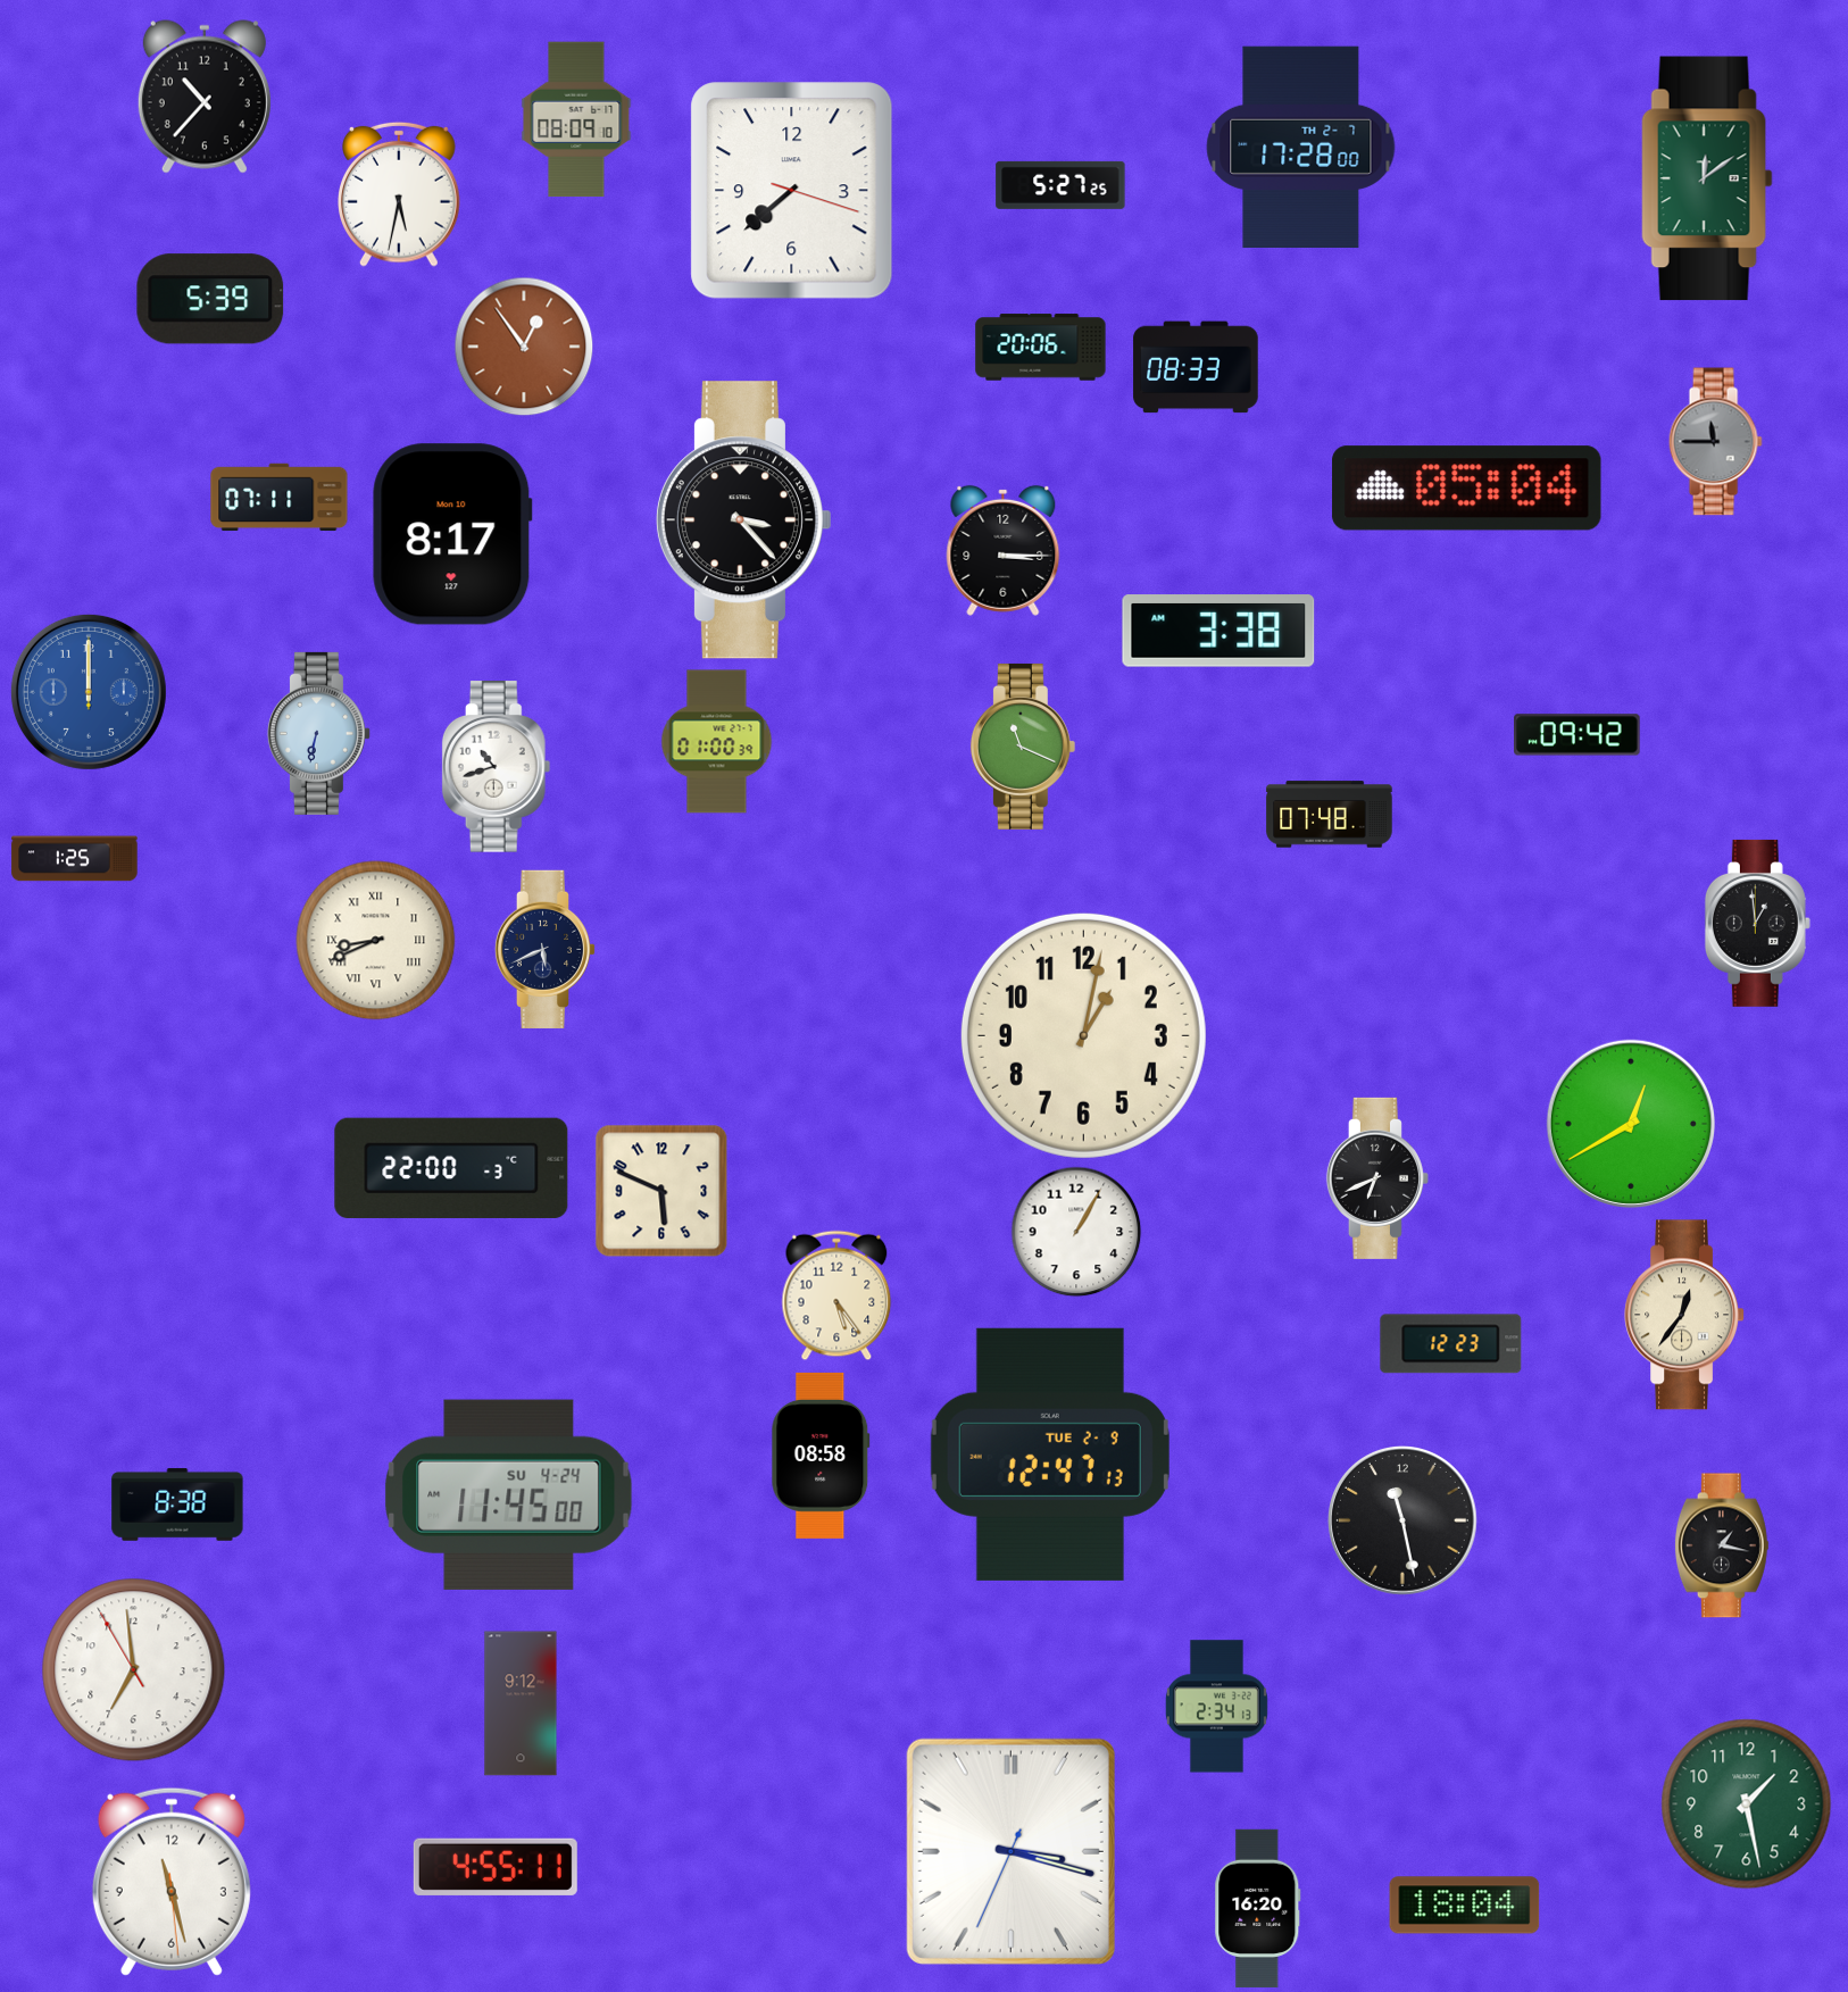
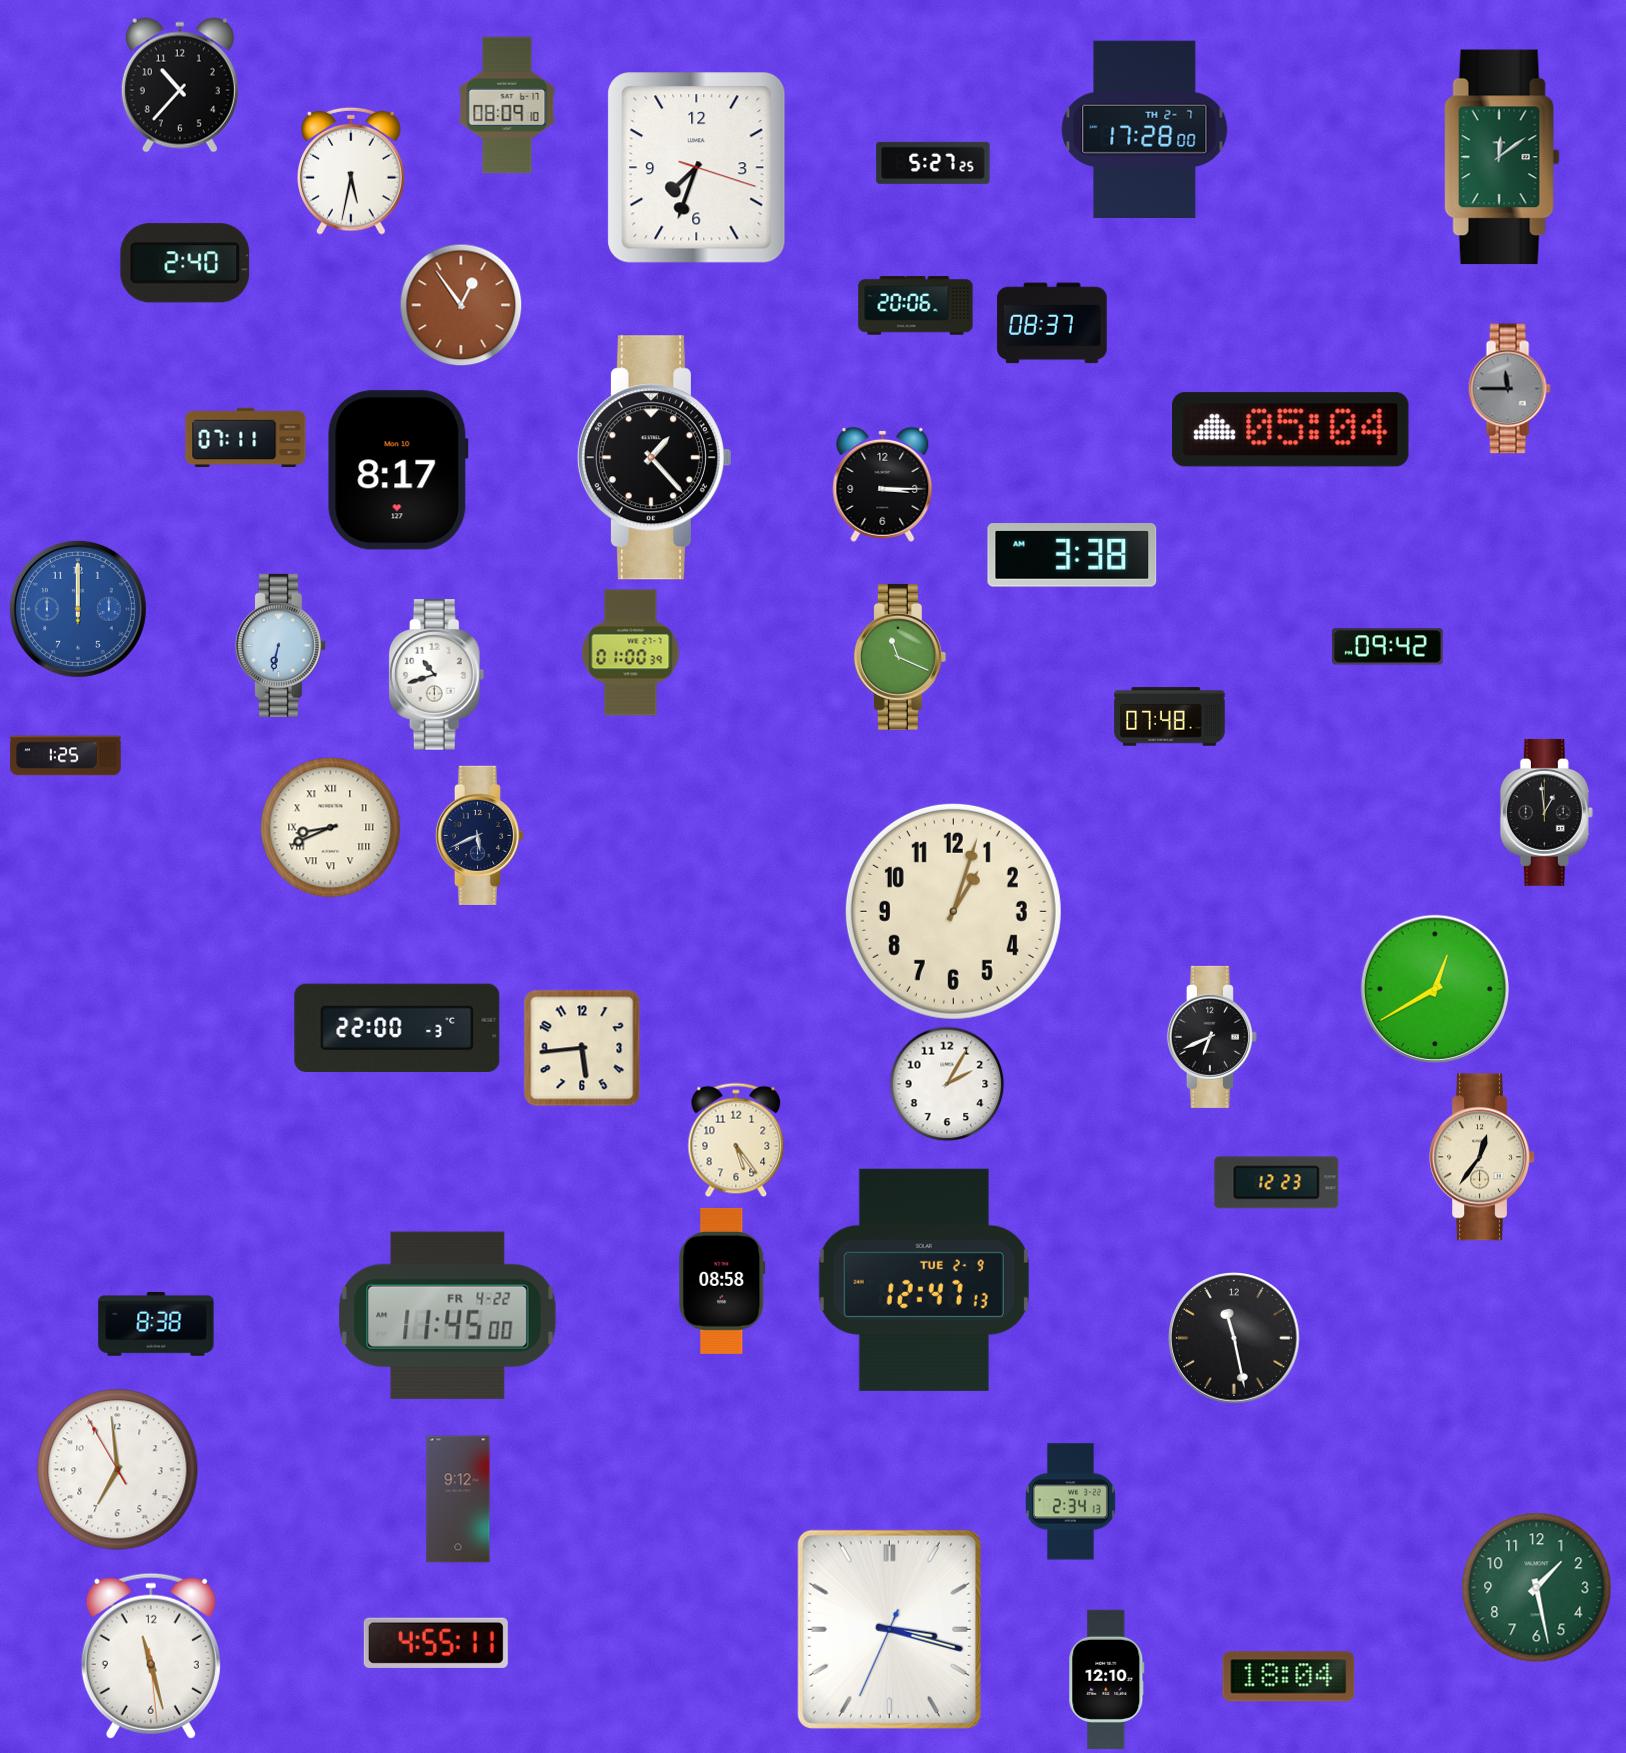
clock at (792, 191): 7:38 -> 7:33
clock at (210, 299): 5:39 -> 2:40
clock at (1196, 367): 08:33 -> 08:37
clock at (743, 520): 3:23 -> 1:23
clock at (1083, 1035): 1:02 -> 1:03
clock at (661, 1191): 5:49 -> 5:44
clock at (1076, 1232): 1:05 -> 2:05
clock at (509, 1494) date: SU 4-24 -> FR 4-22
clock at (1722, 1545): 1:17 -> none
clock at (1258, 1908): 16:20 -> 12:10
